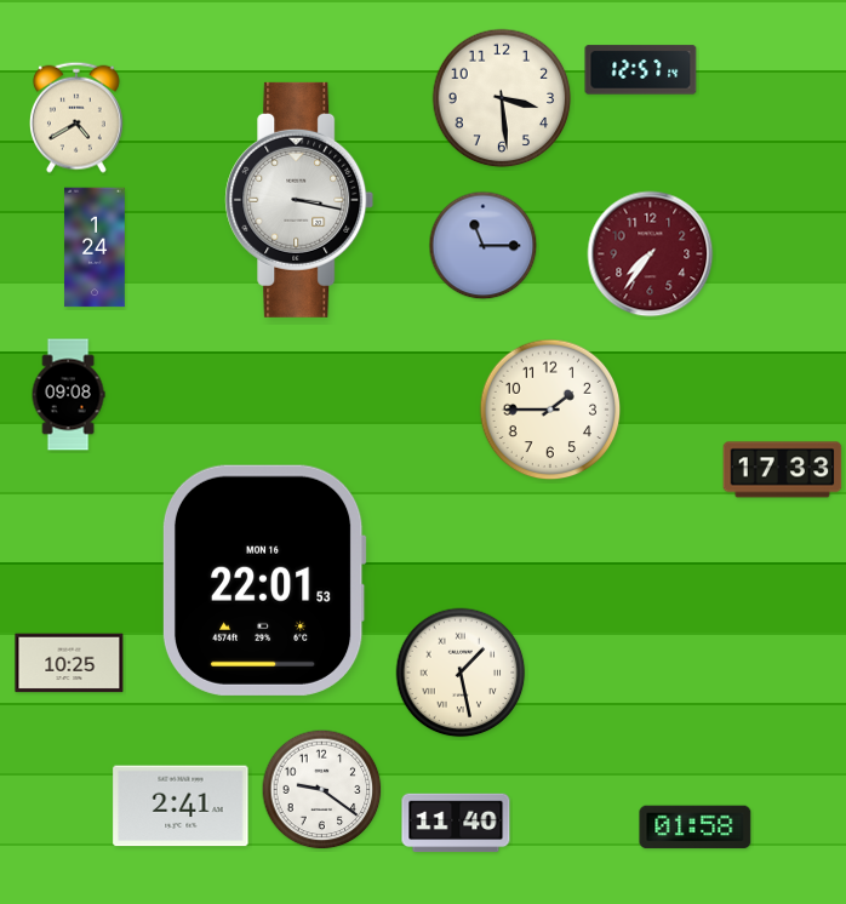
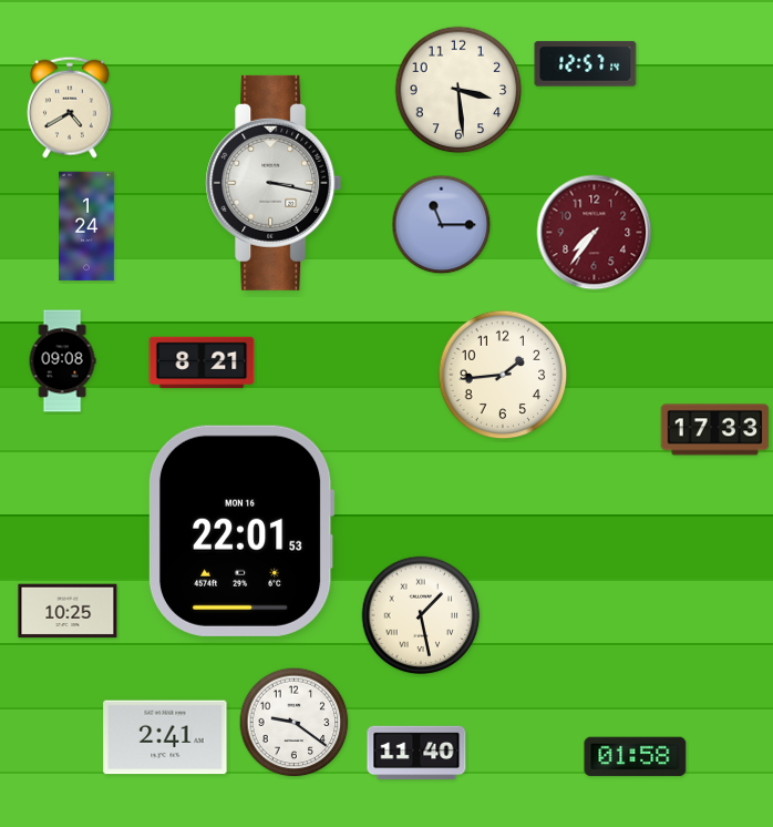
clock at (202, 363): none -> 8:21
clock at (550, 410): 1:45 -> 1:44
clock at (69, 663) position: (69, 663) -> (68, 611)
